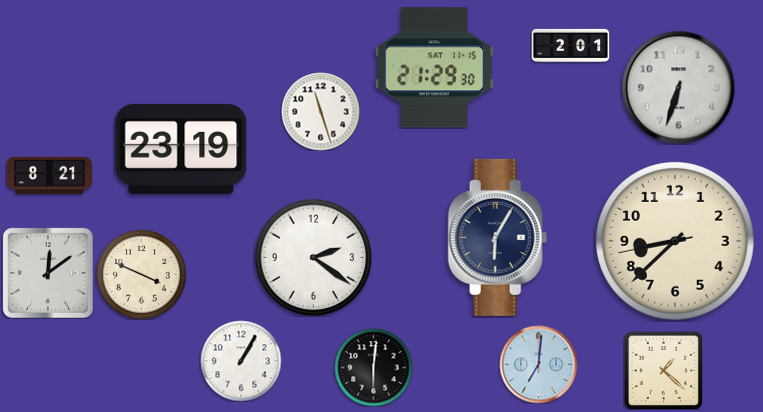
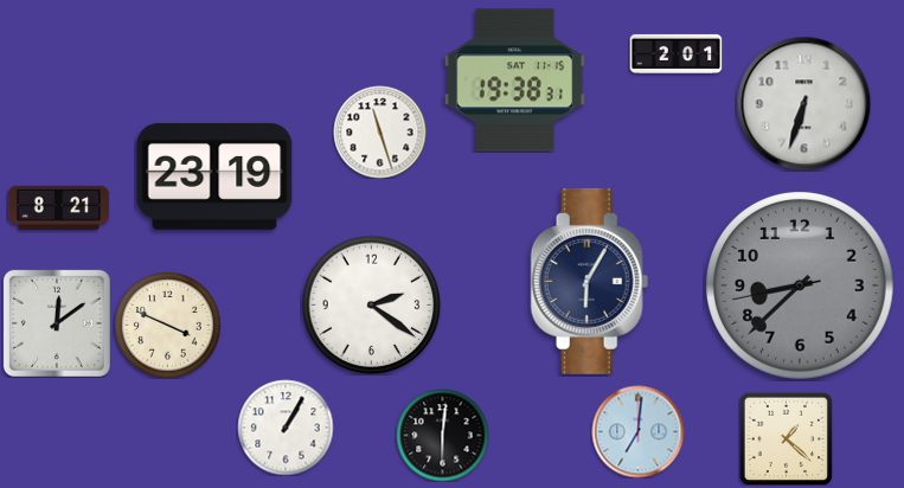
clock at (434, 68): 21:29 -> 19:38
clock at (675, 241) dial: cream -> grey
